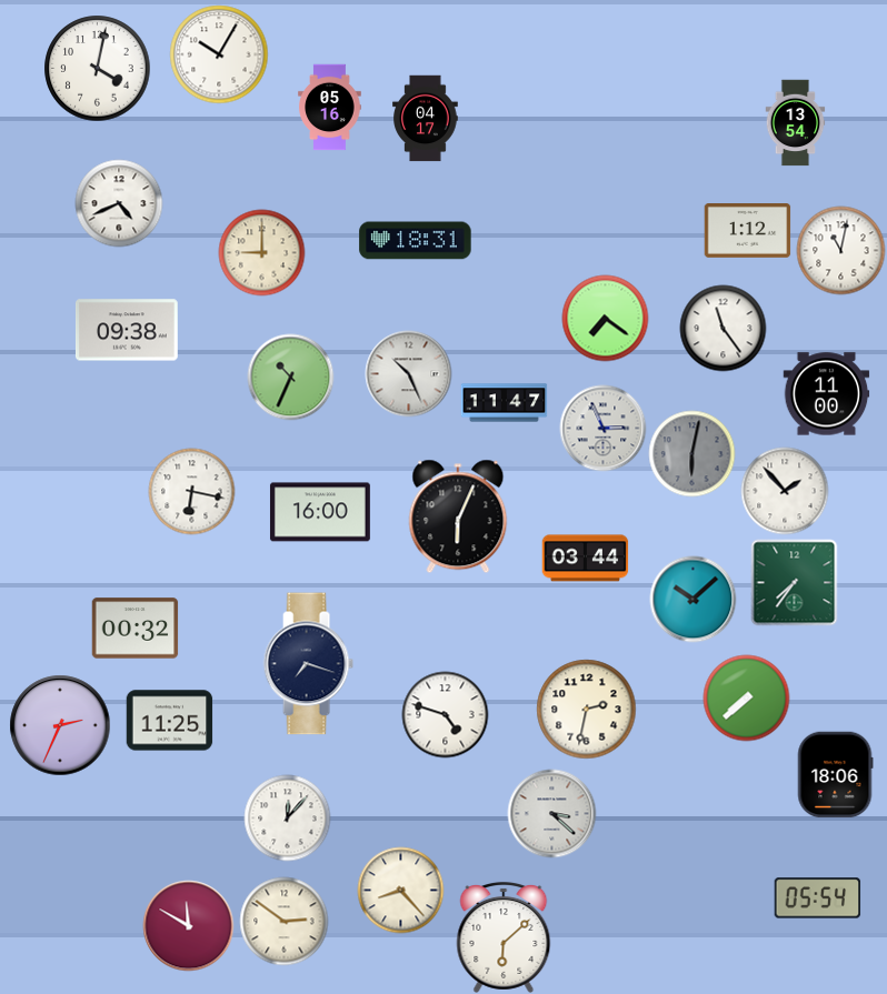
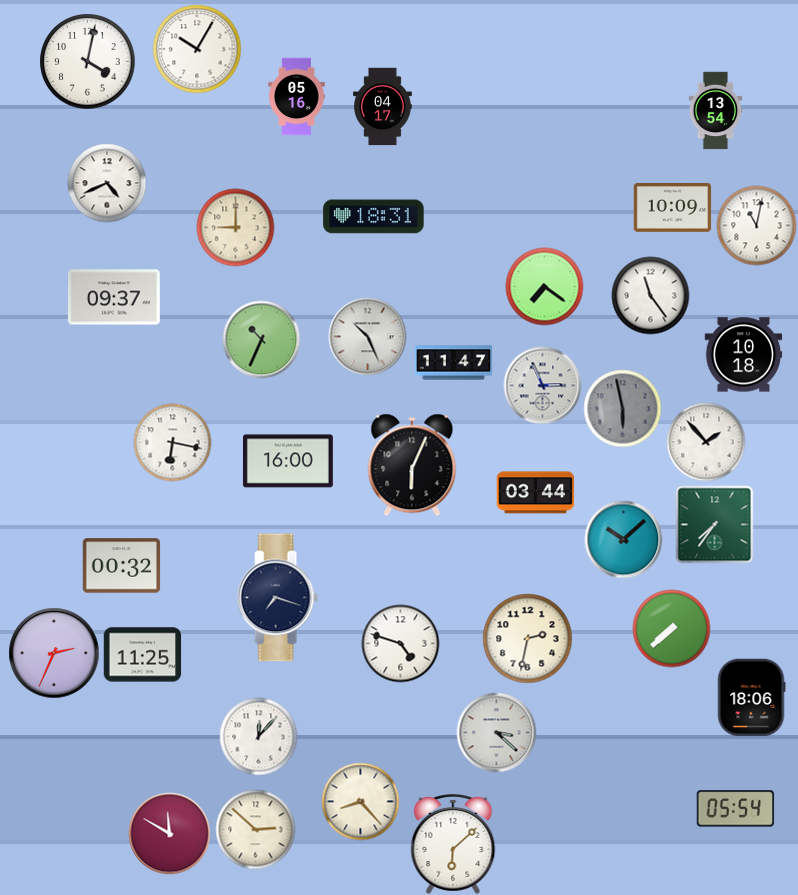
clock at (747, 231): 1:12 -> 10:09
clock at (127, 330): 09:38 -> 09:37
clock at (826, 394): 11:00 -> 10:18
clock at (691, 453): 6:02 -> 5:58
clock at (585, 559) position: (585, 559) -> (535, 493)
clock at (169, 721) position: (169, 721) -> (142, 655)
clock at (283, 921): 2:51 -> 2:52
